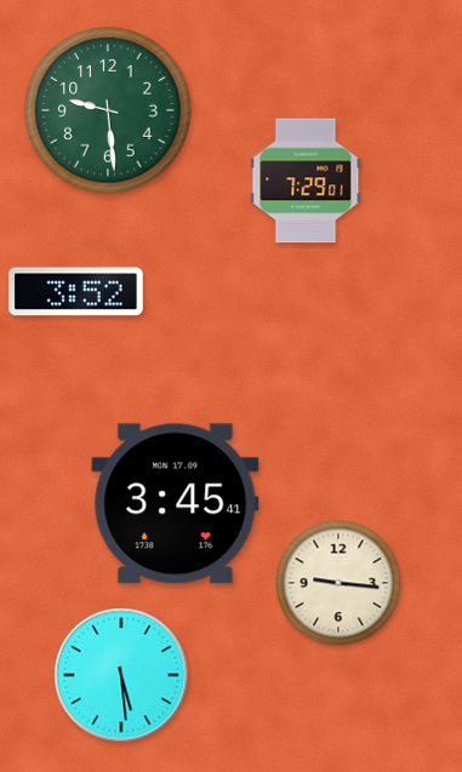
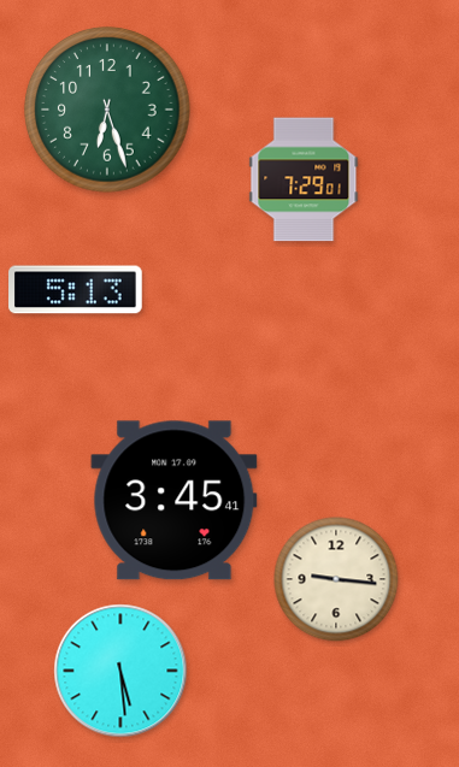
clock at (108, 110): 9:29 -> 6:27
clock at (76, 292): 3:52 -> 5:13
